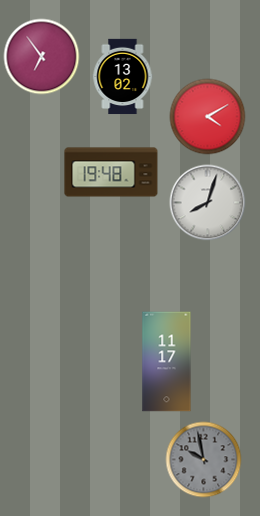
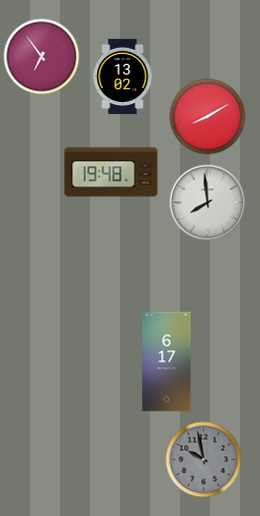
clock at (208, 117): 4:10 -> 8:10
clock at (208, 203): 8:03 -> 7:59
clock at (167, 362): 11:17 -> 6:17
